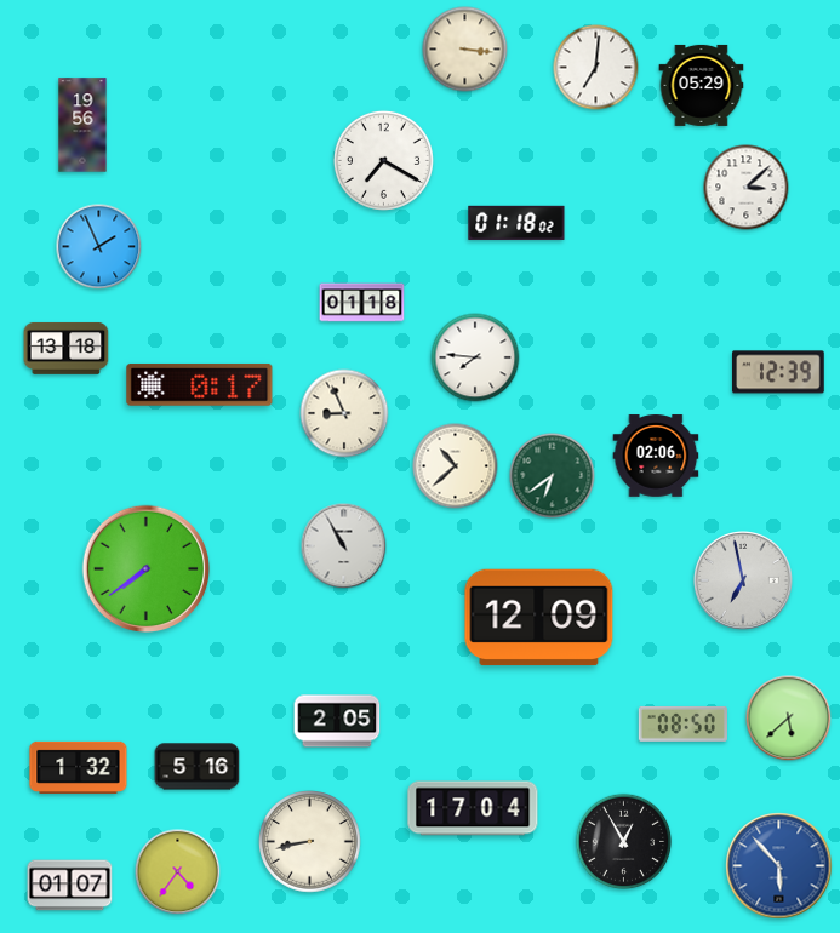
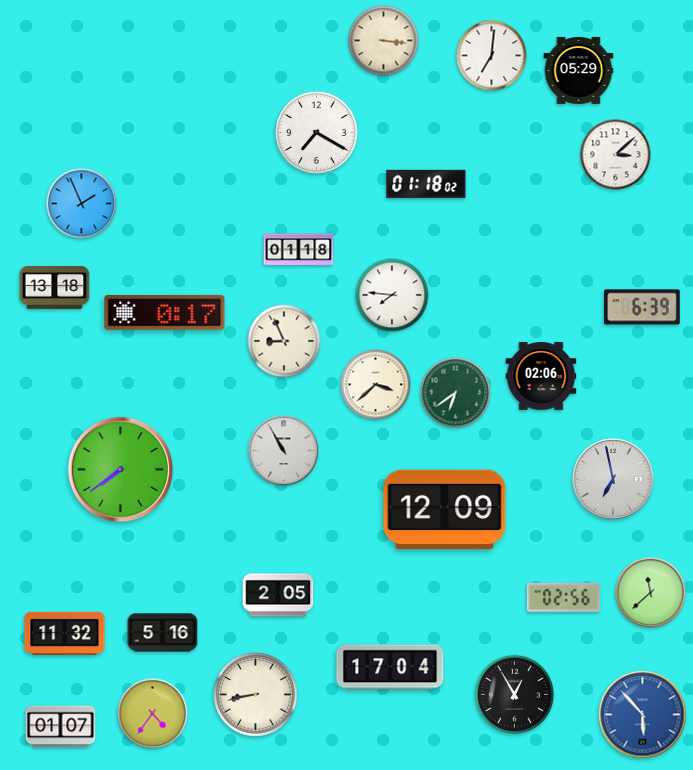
clock at (82, 125): 19:56 -> none
clock at (779, 372): 12:39 -> 6:39
clock at (200, 384) position: (200, 384) -> (165, 312)
clock at (456, 466): 10:38 -> 3:38
clock at (789, 719): 5:38 -> 11:38
clock at (682, 723): 08:50 -> 02:56
clock at (79, 767): 1:32 -> 11:32
clock at (178, 872) position: (178, 872) -> (153, 714)
clock at (70, 886) position: (70, 886) -> (61, 727)
